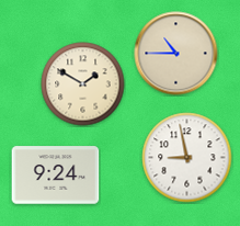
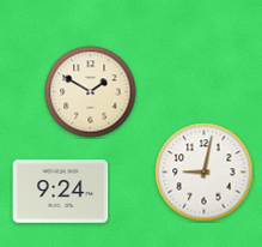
clock at (176, 54): 10:45 -> none
clock at (187, 158): 8:58 -> 9:02
